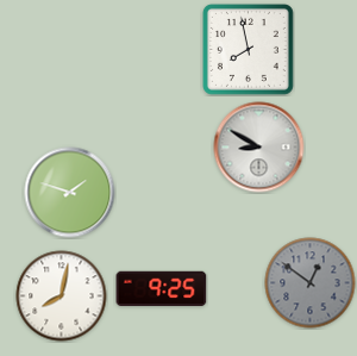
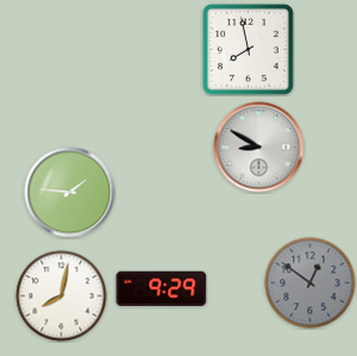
clock at (70, 193): 1:48 -> 1:46
clock at (162, 289): 9:25 -> 9:29
